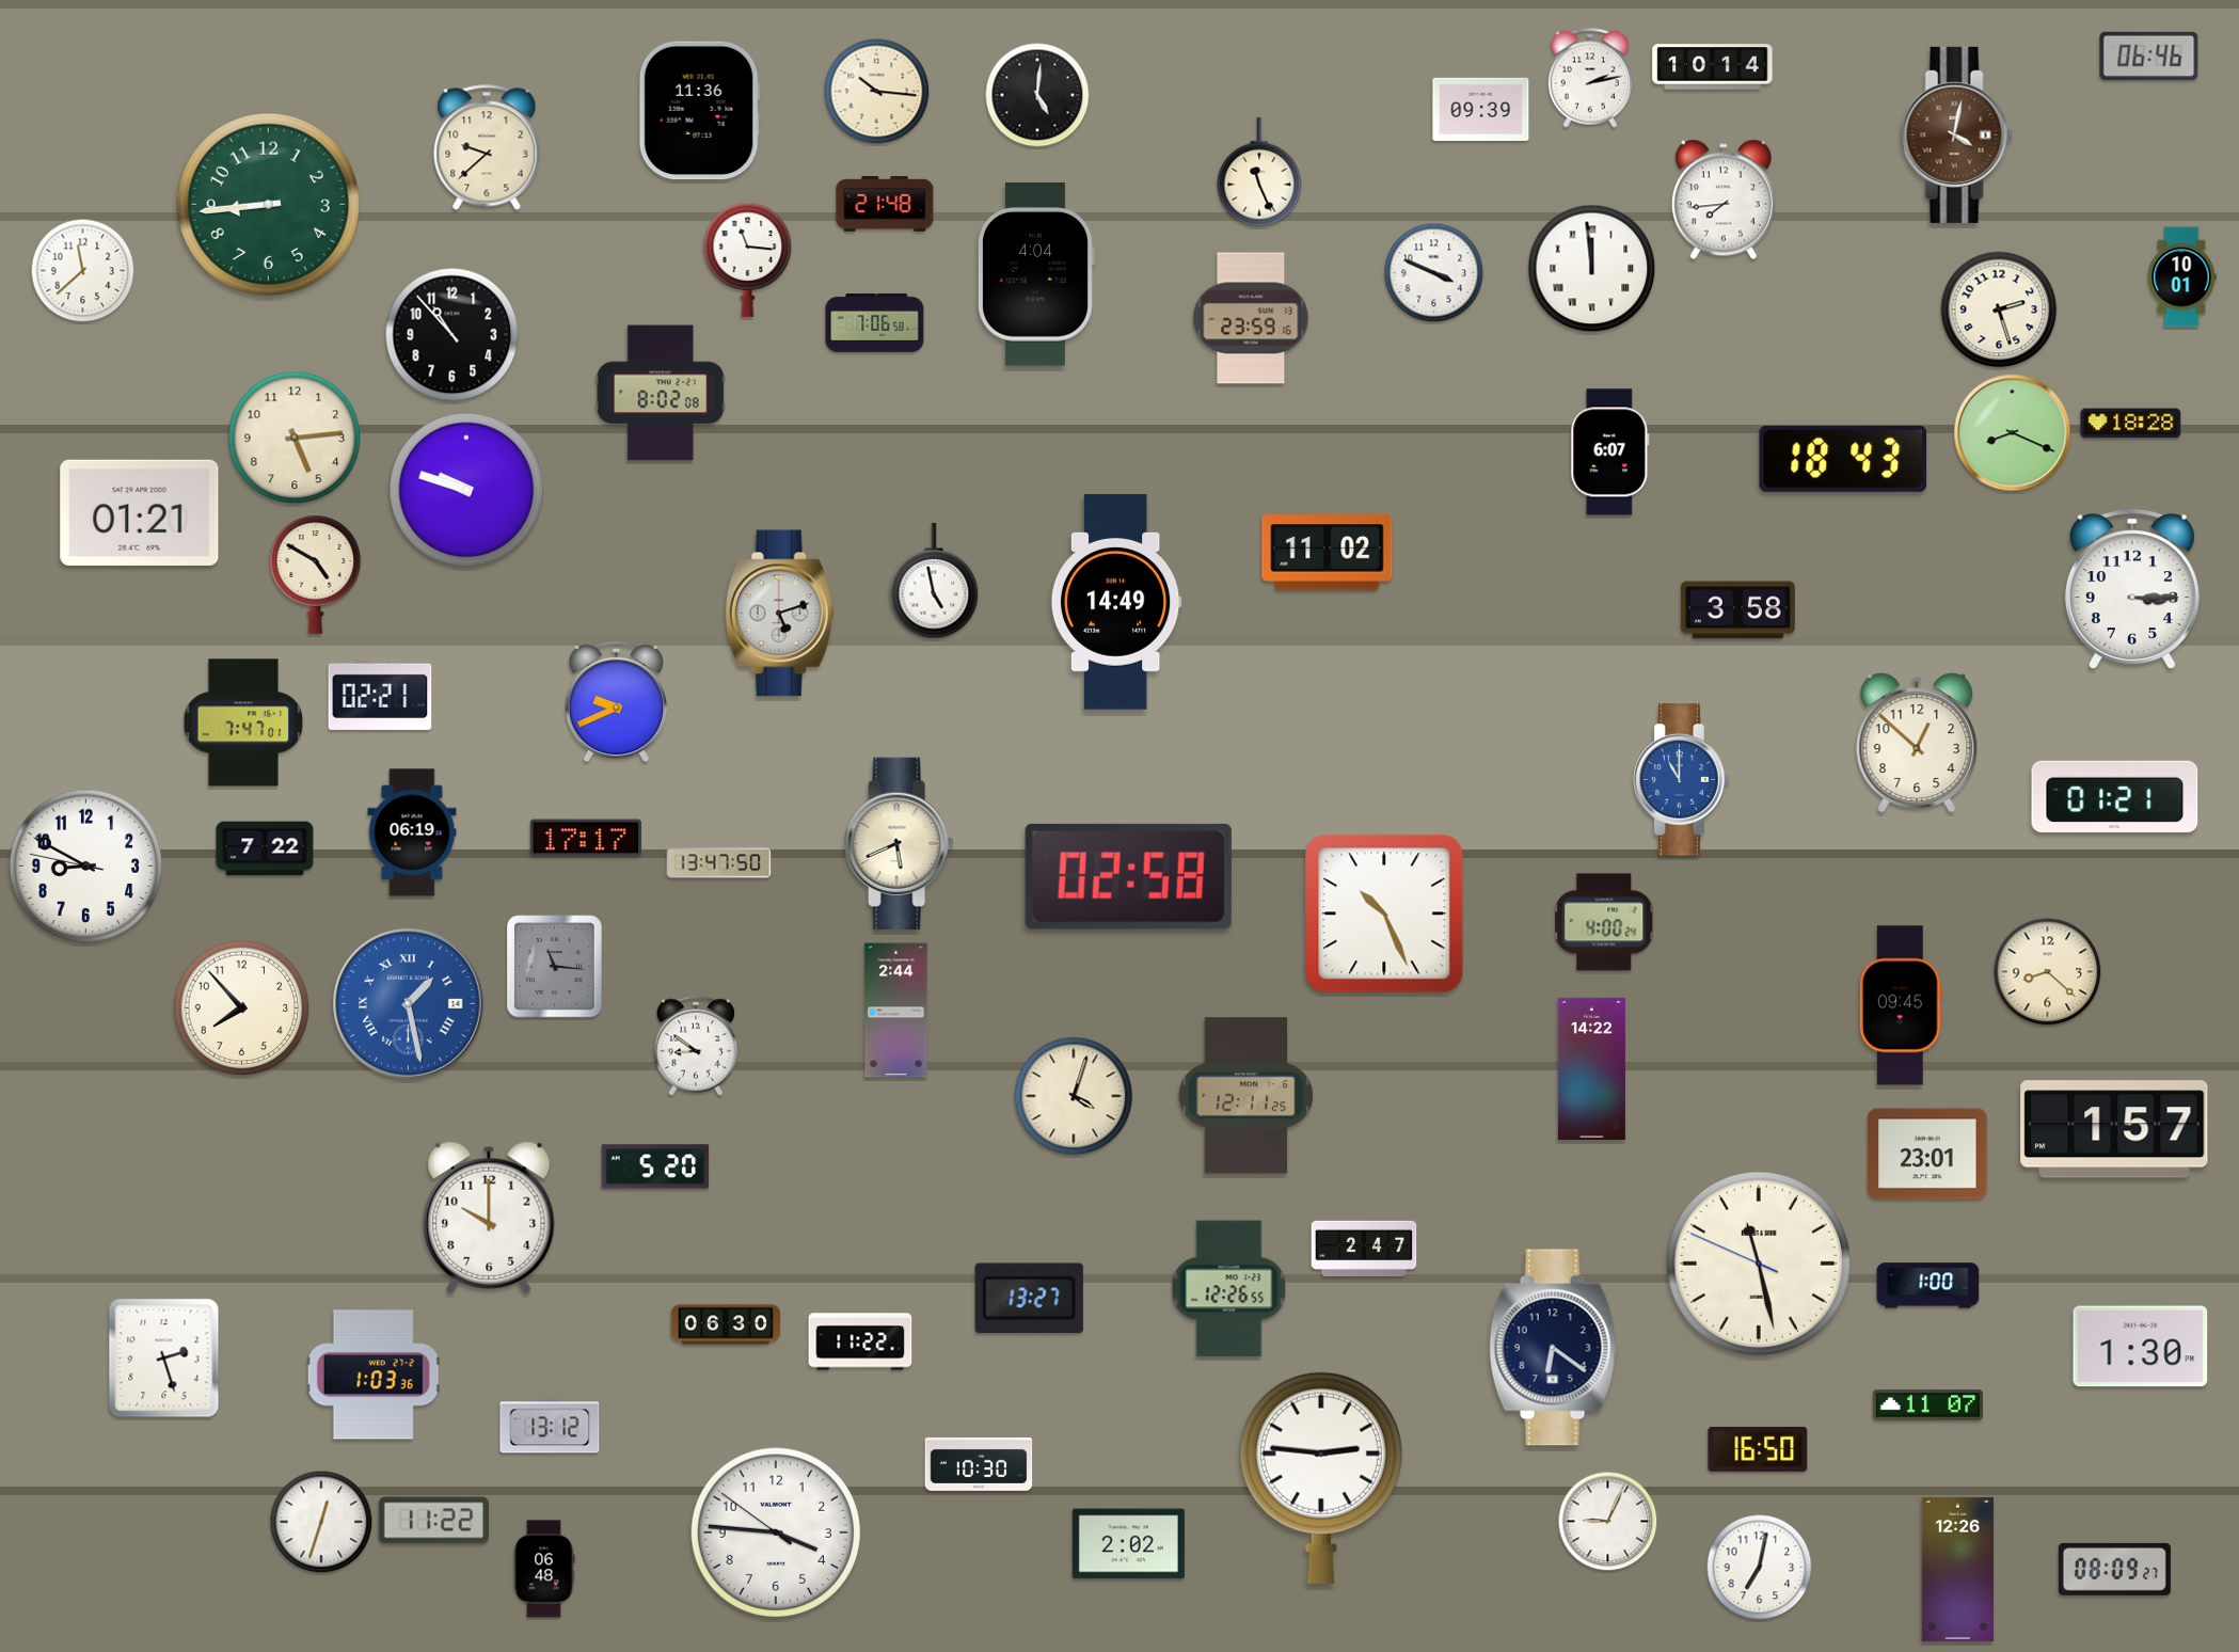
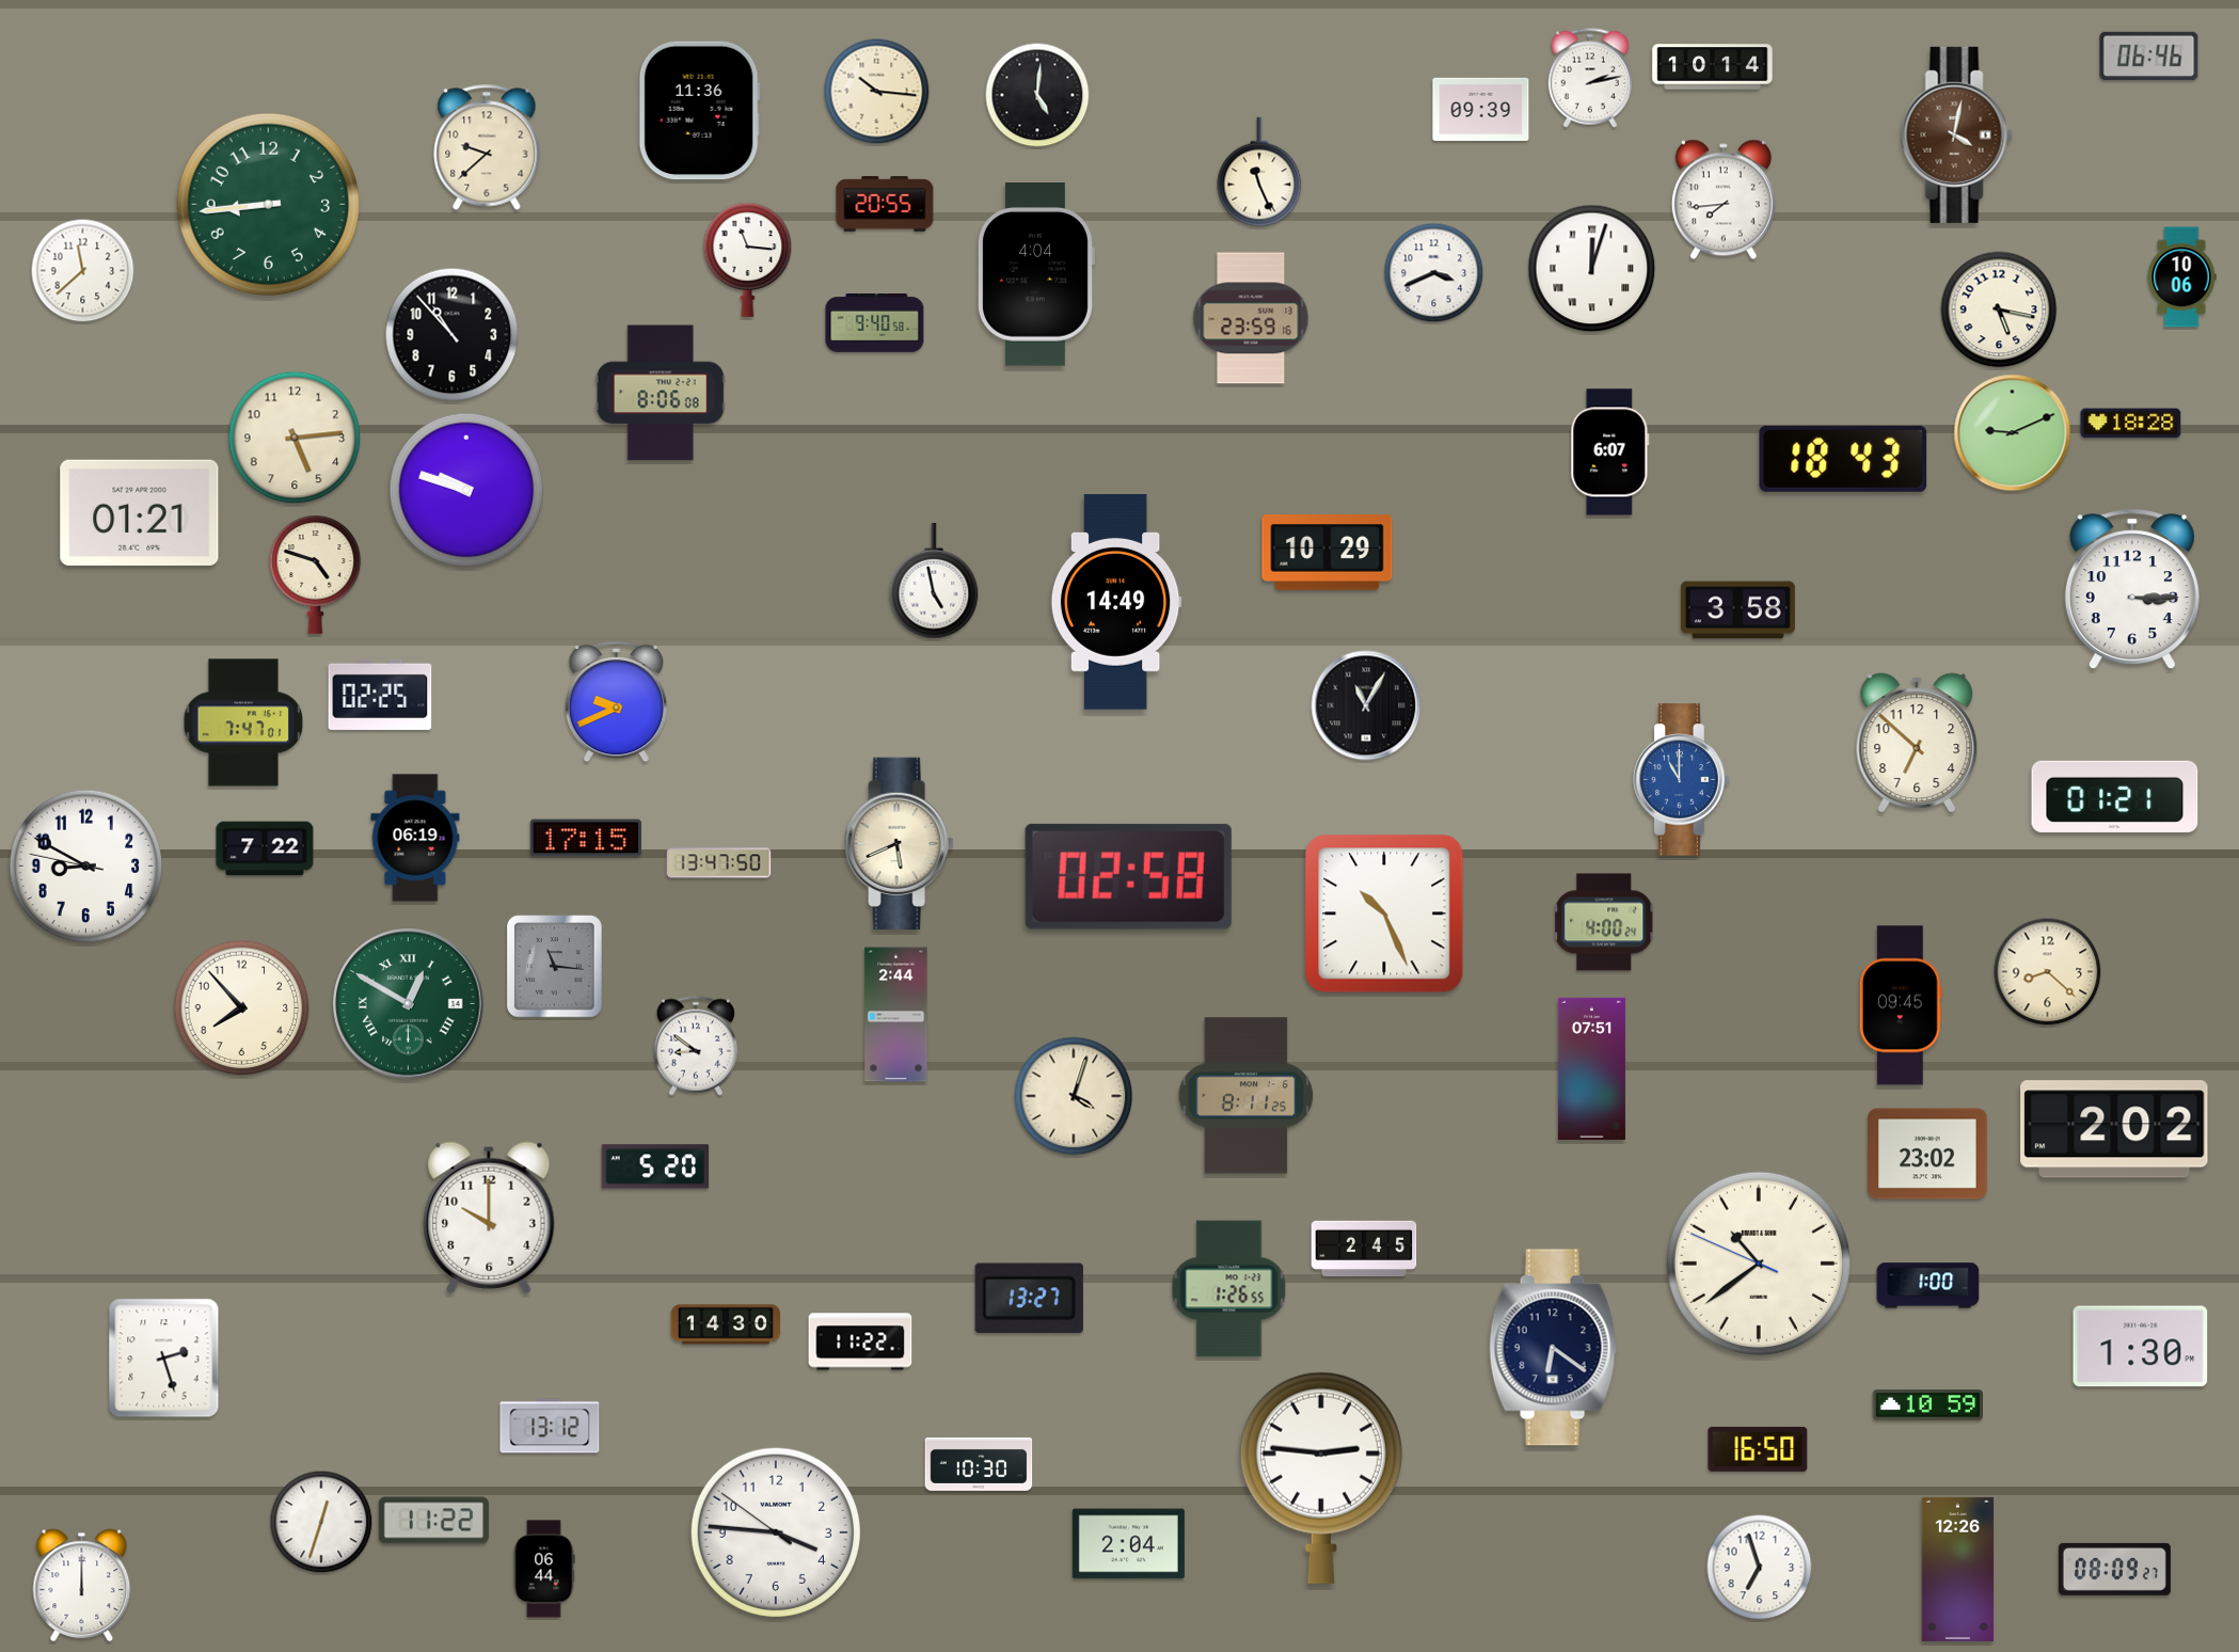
clock at (885, 204): 21:48 -> 20:55
clock at (1592, 269): 11:59 -> 12:03
clock at (1434, 273): 3:49 -> 3:41
clock at (2181, 277): 10:01 -> 10:06
clock at (1999, 309): 2:27 -> 5:17
clock at (875, 323): 7:06 -> 9:40
clock at (661, 393): 8:02 -> 8:06
clock at (2013, 433): 8:19 -> 9:11
clock at (1328, 553): 11:02 -> 10:29
clock at (316, 574): 4:50 -> 4:48
clock at (780, 614): 5:12 -> none
clock at (380, 695): 02:21 -> 02:25
clock at (1366, 705): none -> 11:05
clock at (1917, 743): 12:52 -> 6:52
clock at (412, 832) position: (412, 832) -> (415, 838)
clock at (586, 838): 17:17 -> 17:15
clock at (409, 1004): 1:28 -> 12:50
clock at (409, 1004) dial: blue -> green
clock at (896, 1011) position: (896, 1011) -> (896, 1015)
clock at (1591, 1068): 14:22 -> 07:51
clock at (1246, 1096): 12:11 -> 8:11
clock at (2114, 1129): 1:57 -> 2:02
clock at (1927, 1154): 23:01 -> 23:02
clock at (1364, 1249): 2:47 -> 2:45
clock at (1759, 1264): 11:27 -> 10:38
clock at (1229, 1289): 12:26 -> 1:26
clock at (726, 1324): 06:30 -> 14:30
clock at (374, 1375): 1:03 -> none
clock at (1927, 1405): 11:07 -> 10:59
clock at (1608, 1522): 9:04 -> none
clock at (1128, 1544): 2:02 -> 2:04
clock at (1760, 1568): 7:02 -> 6:57
clock at (544, 1569): 06:48 -> 06:44
clock at (82, 1585): none -> 12:00
